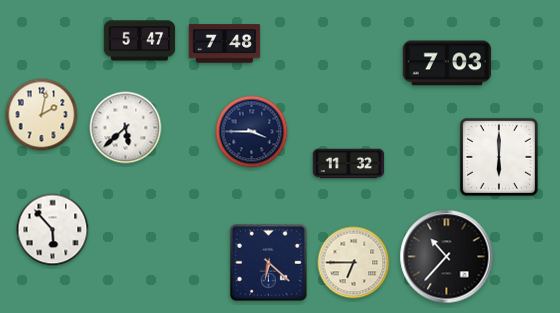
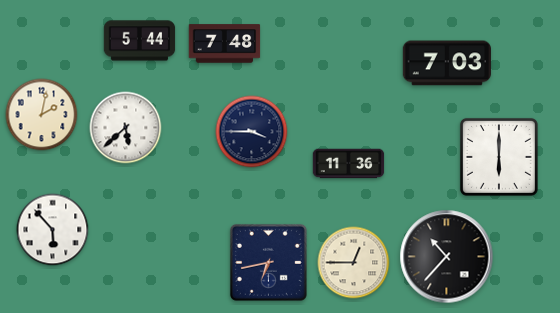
clock at (140, 41): 5:47 -> 5:44
clock at (349, 164): 11:32 -> 11:36
clock at (268, 262): 6:22 -> 6:43
clock at (354, 263): 6:45 -> 12:45
